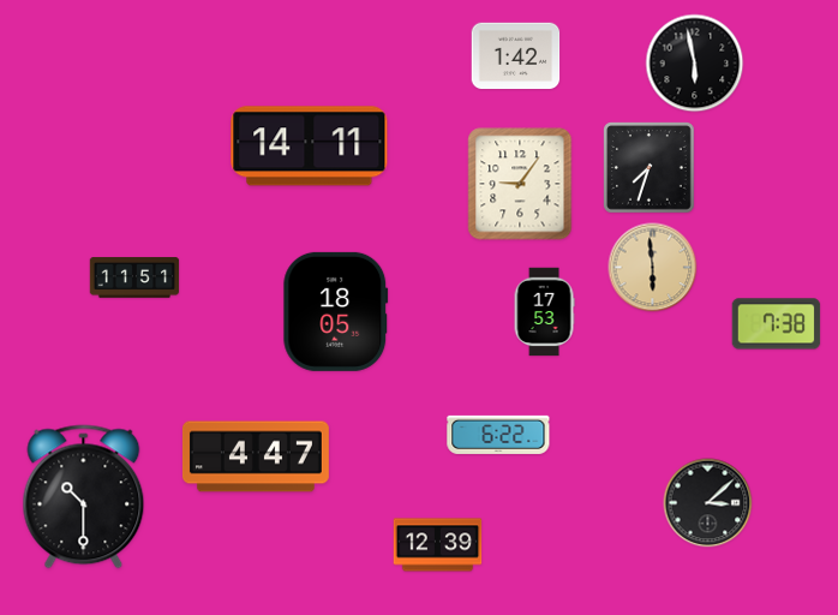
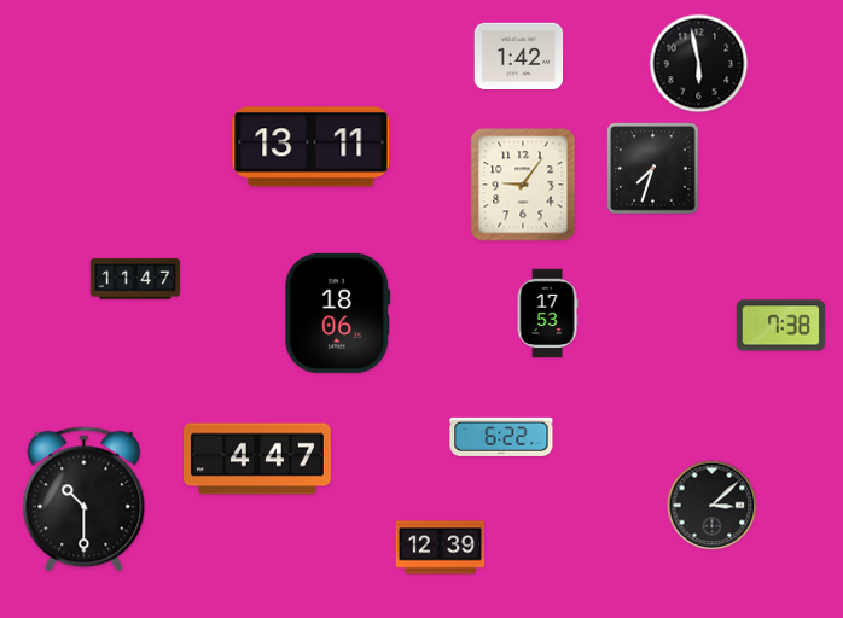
clock at (310, 147): 14:11 -> 13:11
clock at (653, 268): 5:59 -> none
clock at (134, 277): 11:51 -> 11:47
clock at (336, 311): 18:05 -> 18:06
